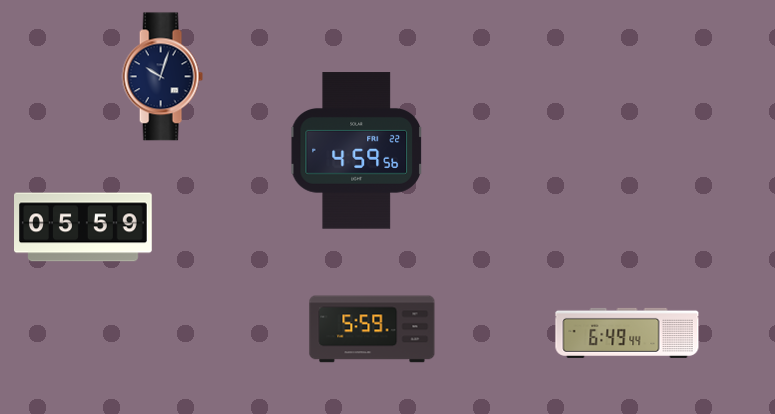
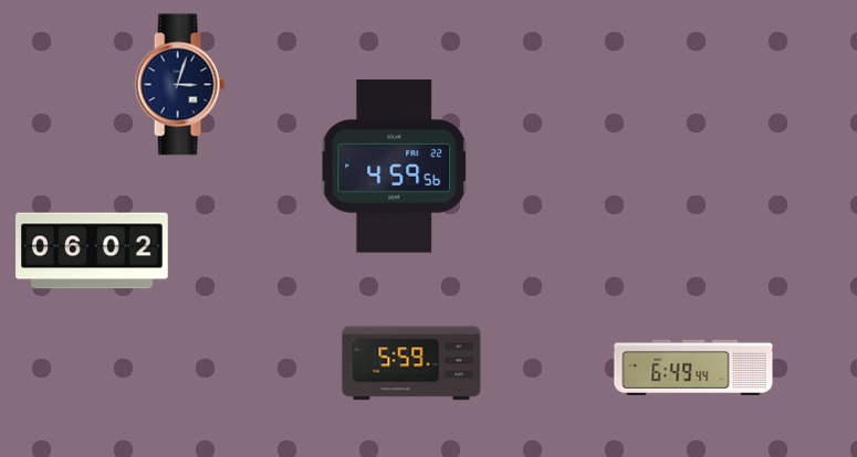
clock at (162, 77): 10:03 -> 3:03
clock at (84, 227): 05:59 -> 06:02
